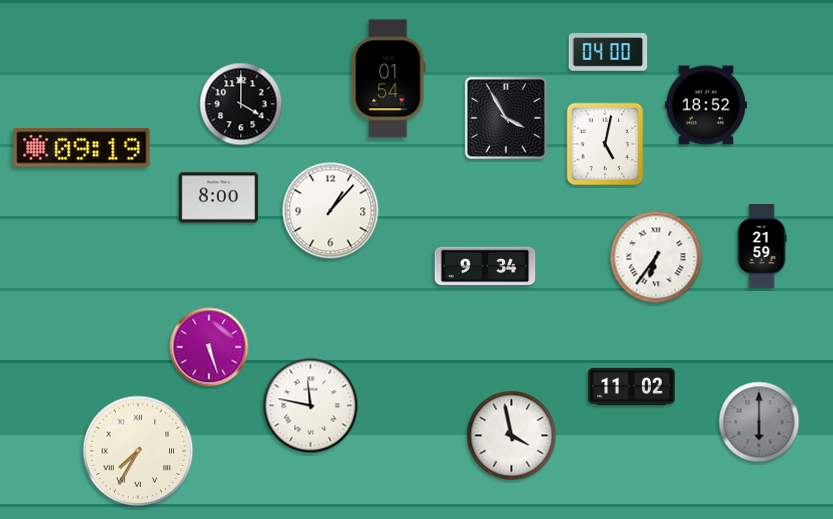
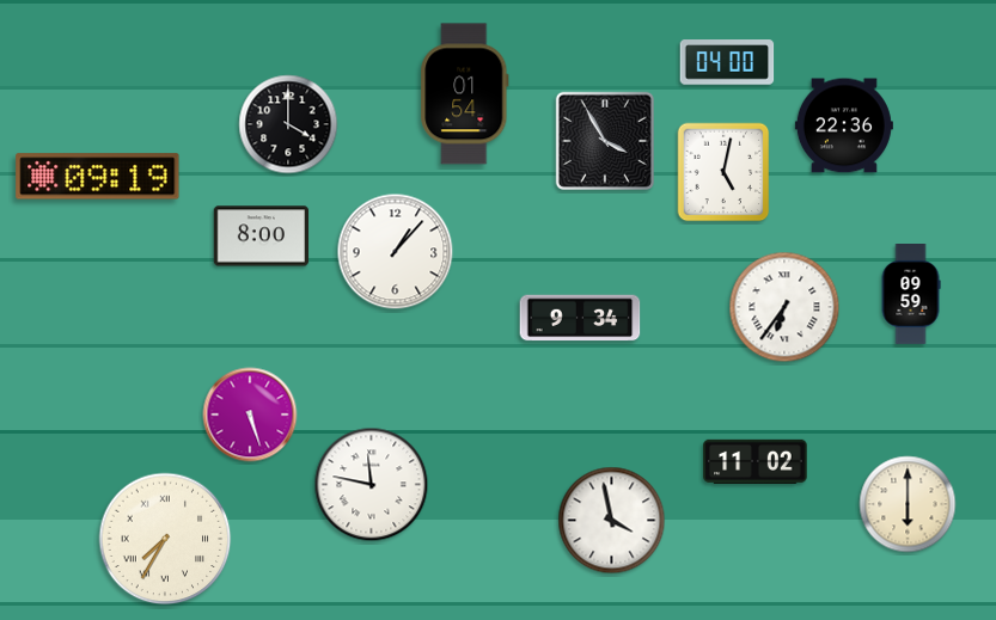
clock at (706, 105): 18:52 -> 22:36
clock at (762, 247): 21:59 -> 09:59
clock at (759, 422) dial: grey -> cream
